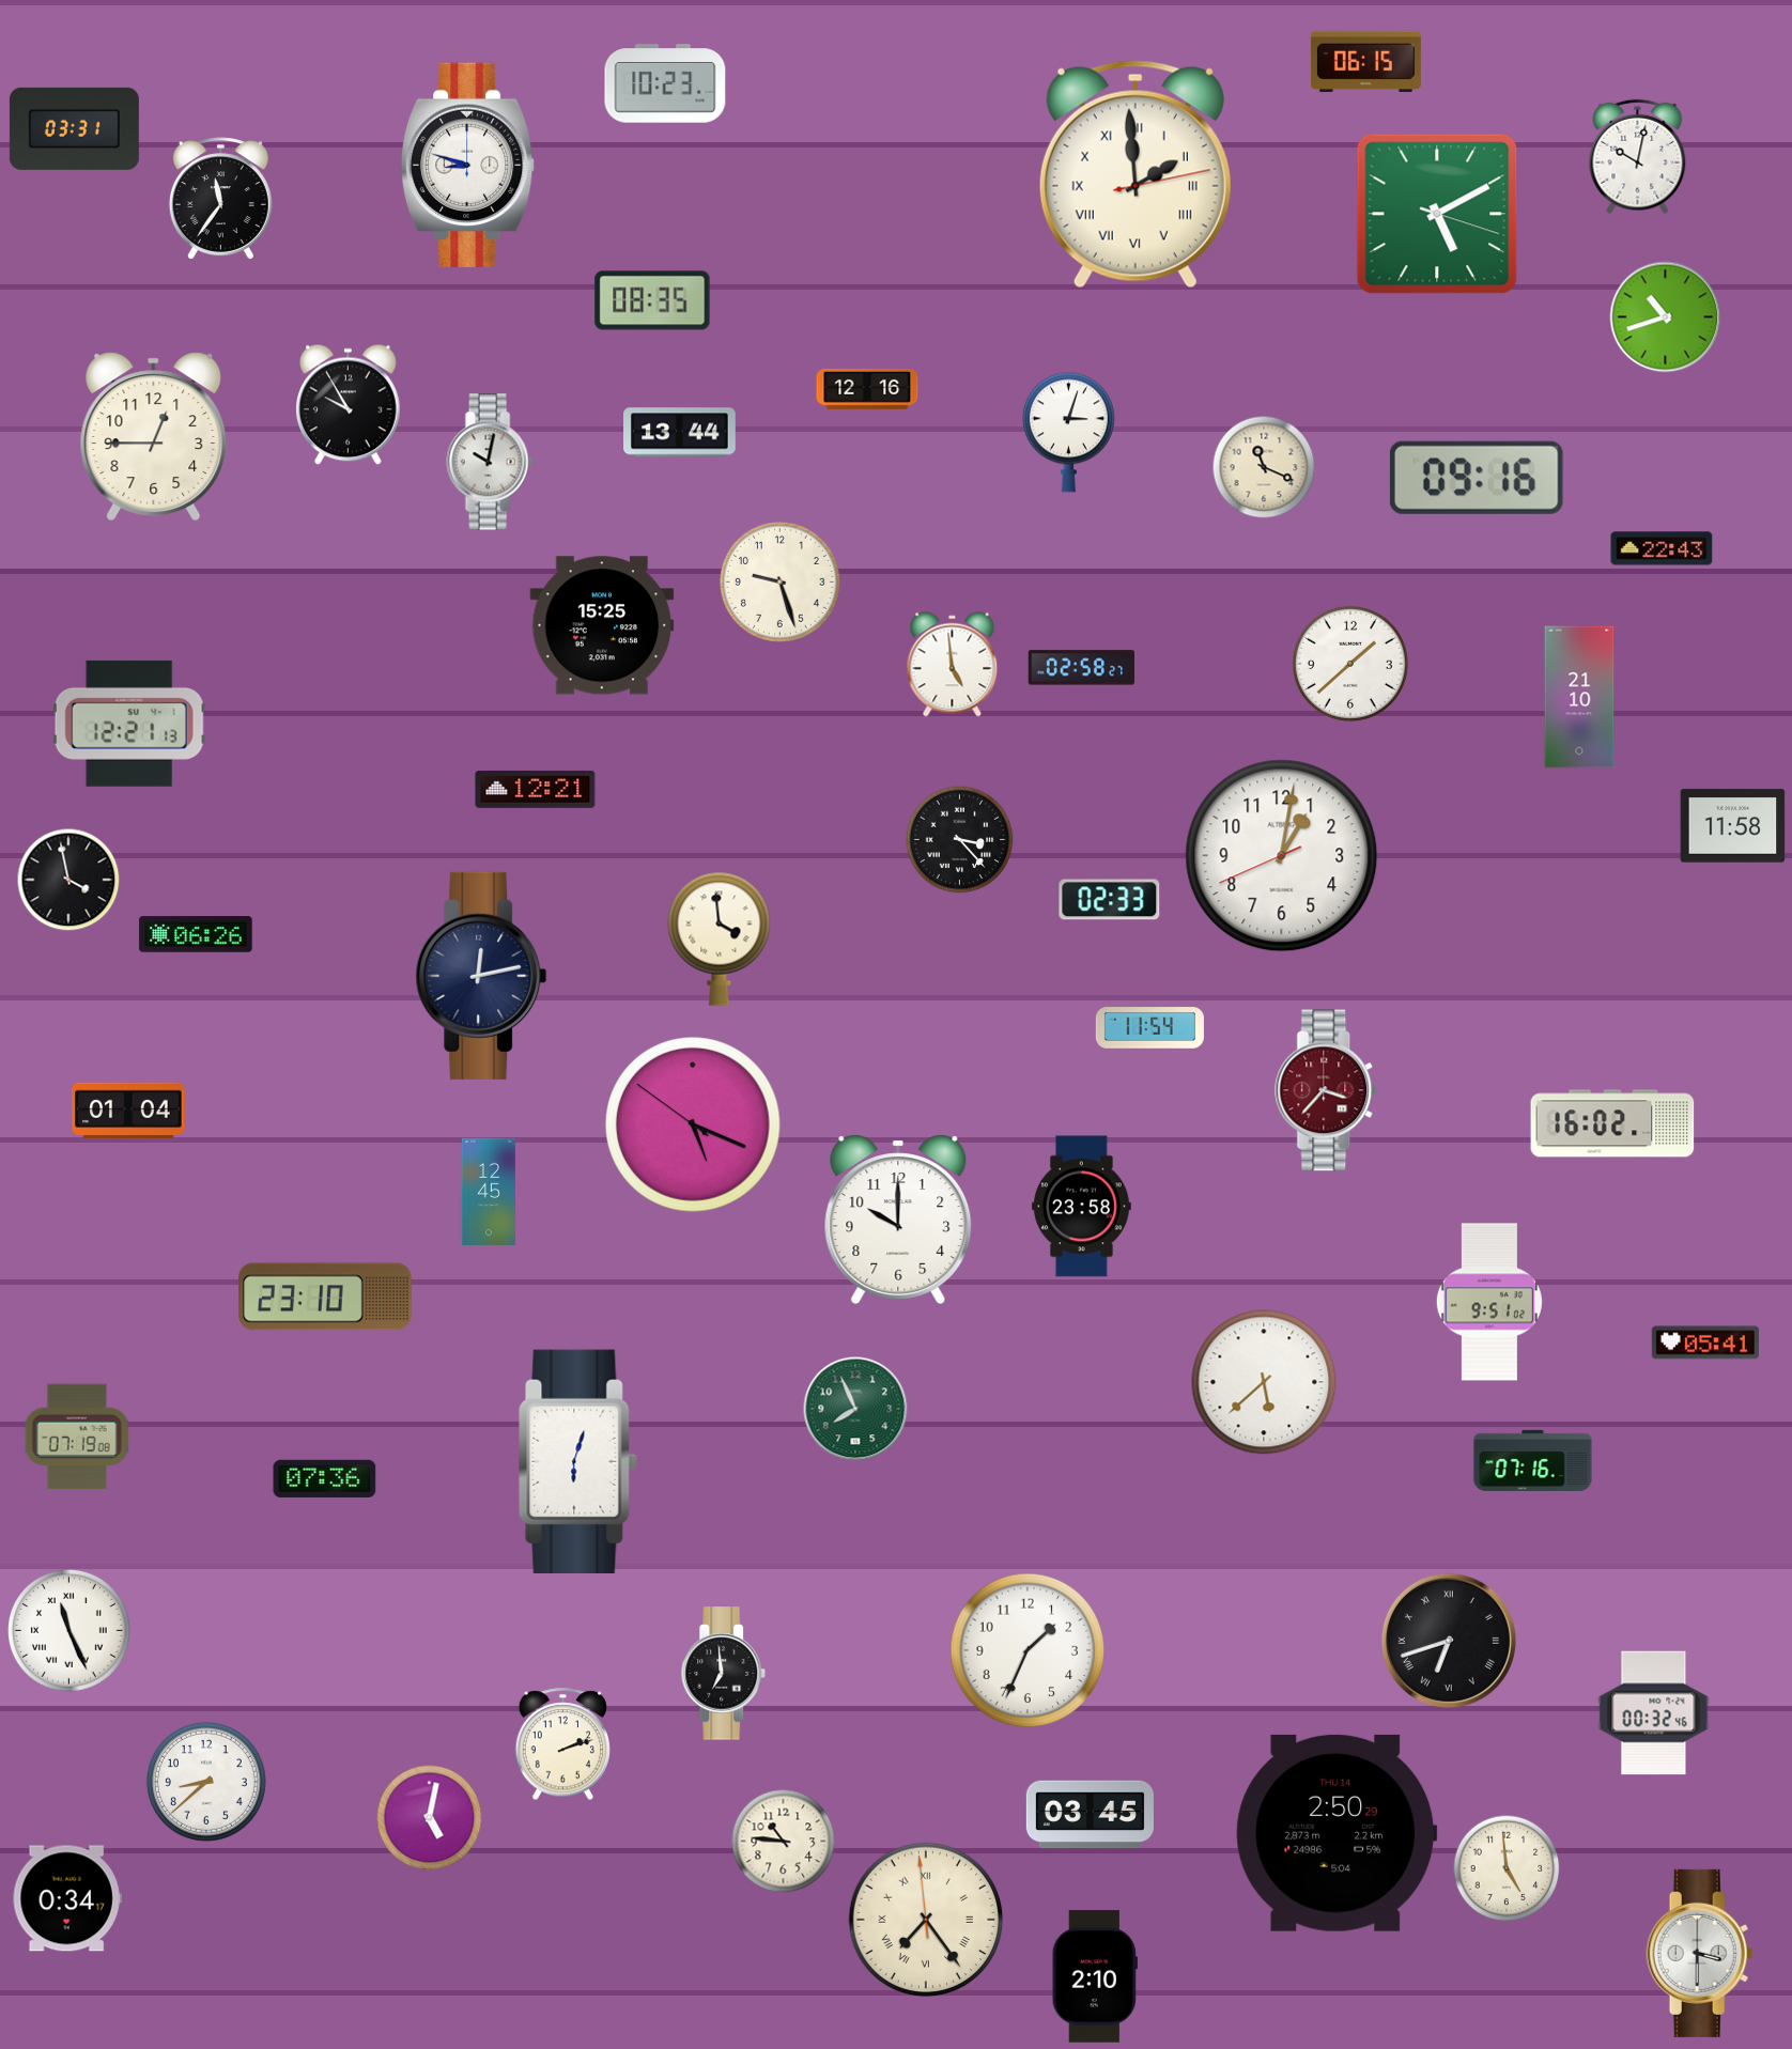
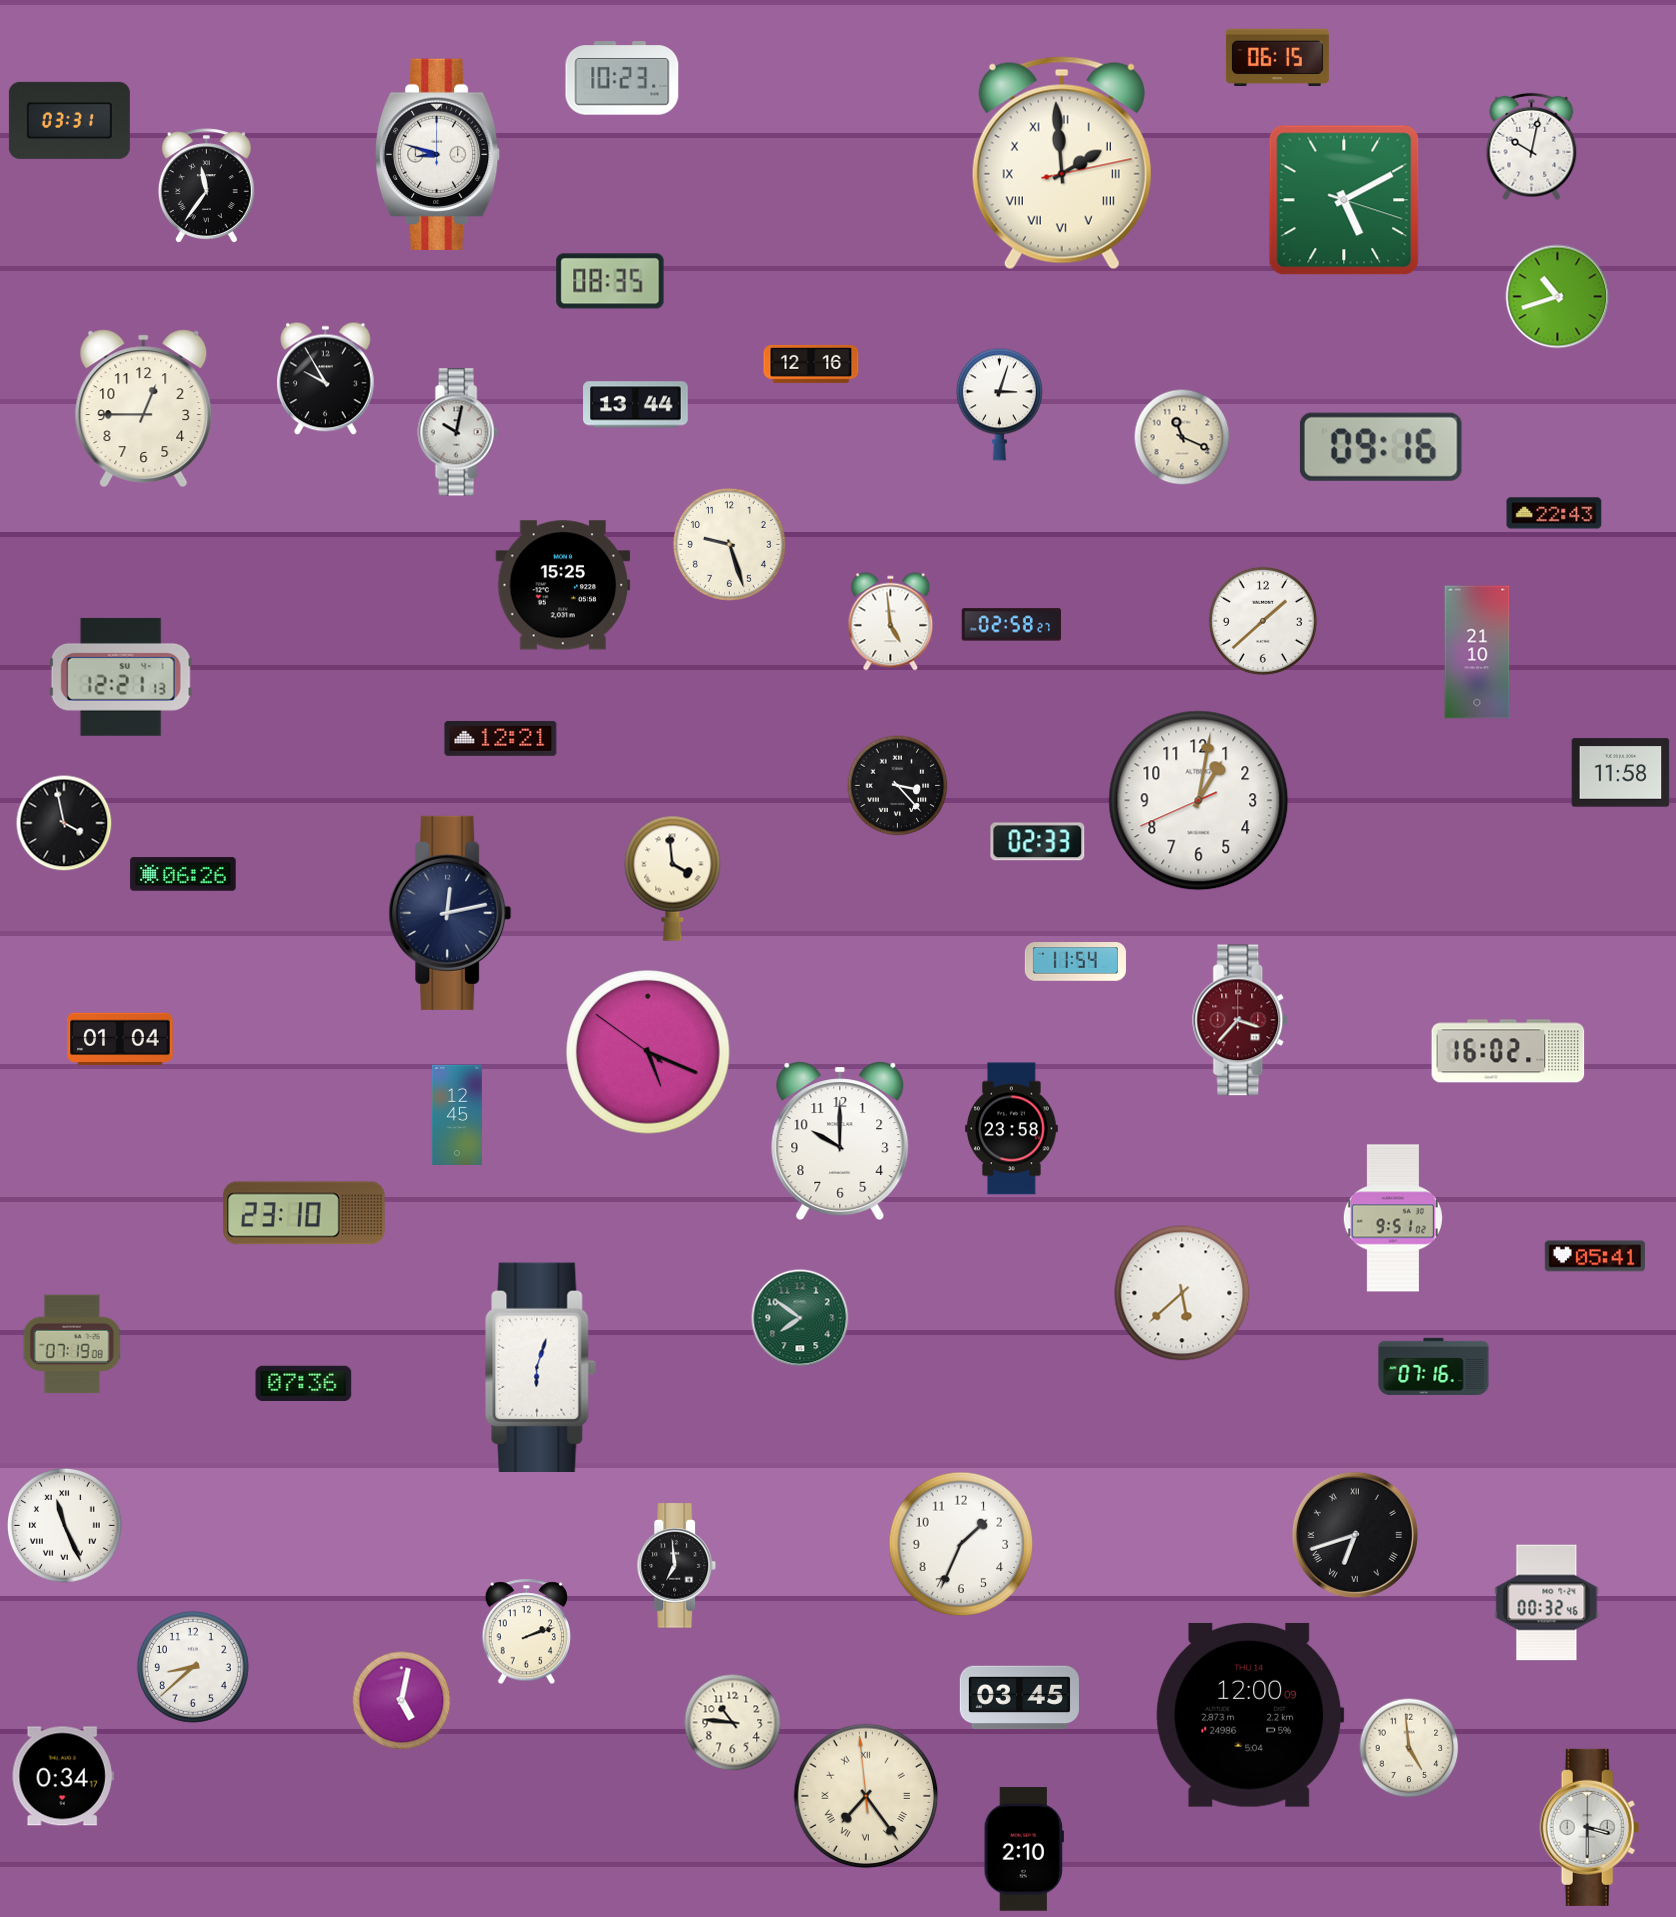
clock at (855, 1409): 7:56 -> 7:51
clock at (1337, 1833): 2:50 -> 12:00
